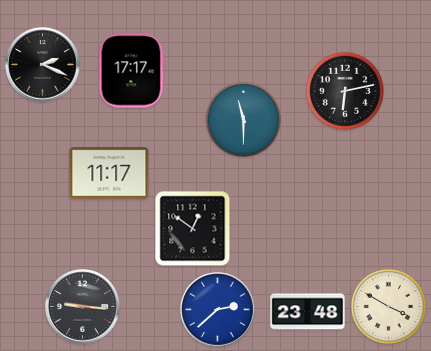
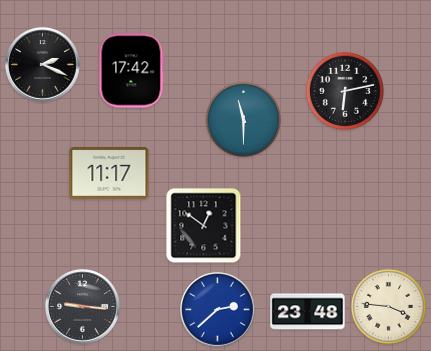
clock at (132, 71): 17:17 -> 17:42
clock at (193, 229) position: (193, 229) -> (204, 226)
clock at (388, 306): 3:50 -> 3:46
